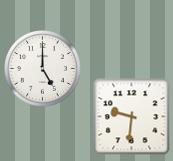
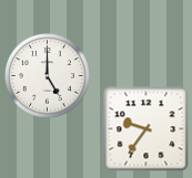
clock at (131, 117): 9:31 -> 9:36
